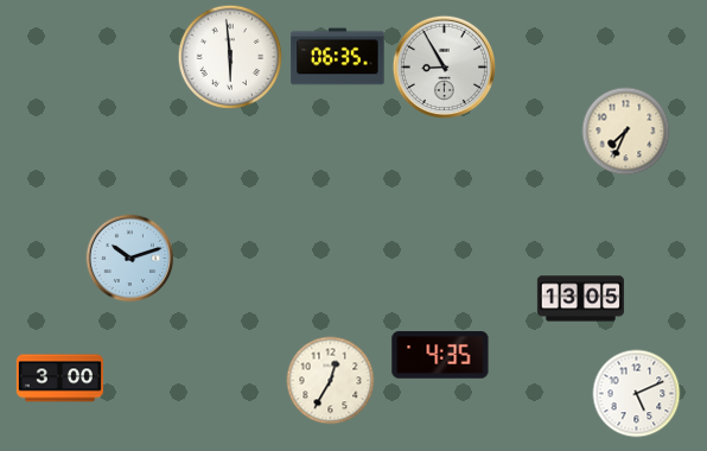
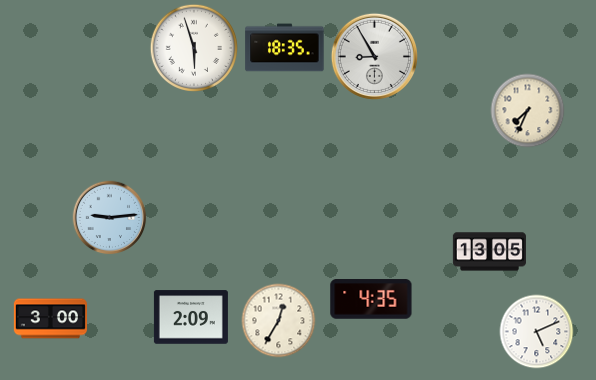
clock at (229, 56): 5:59 -> 5:57
clock at (338, 57): 06:35 -> 18:35
clock at (130, 259): 10:12 -> 9:14
clock at (191, 317): none -> 2:09
